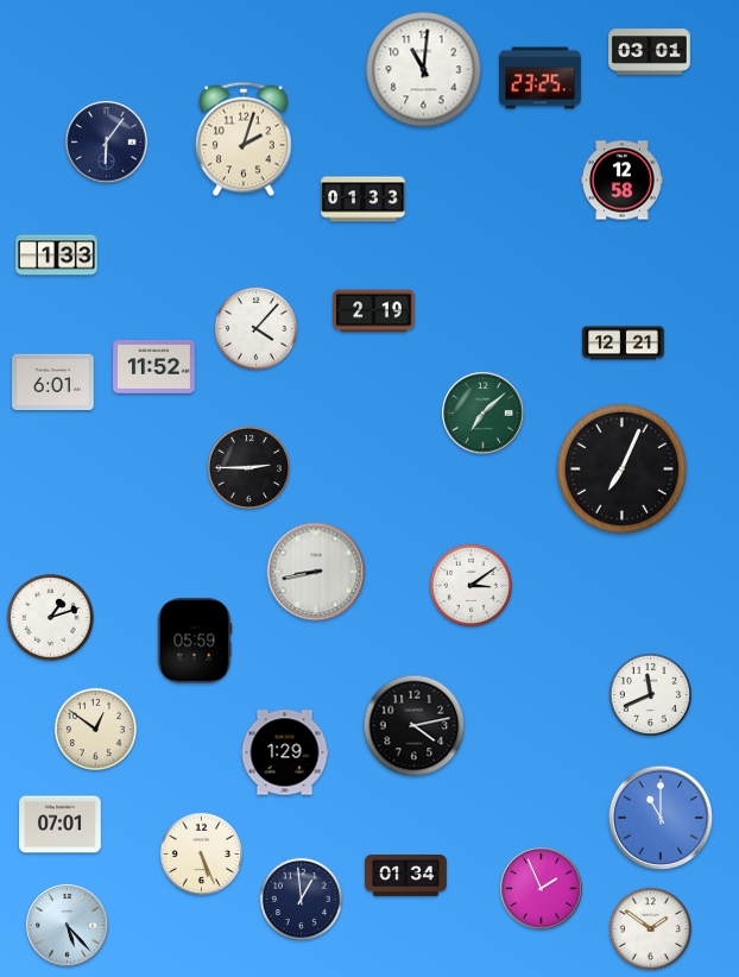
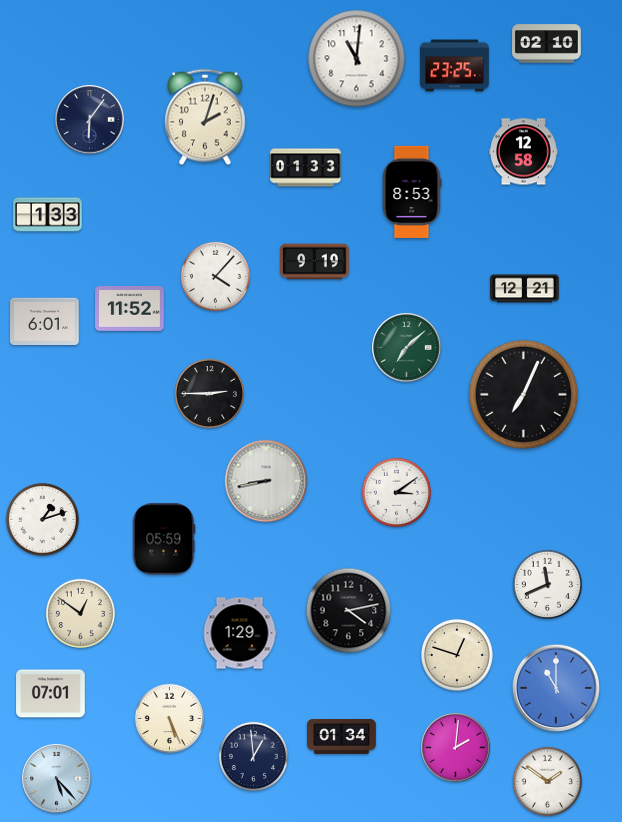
clock at (650, 52): 03:01 -> 02:10
clock at (412, 192): none -> 8:53
clock at (374, 311): 2:19 -> 9:19
clock at (458, 656): none -> 12:48
clock at (542, 889): 1:56 -> 2:01
